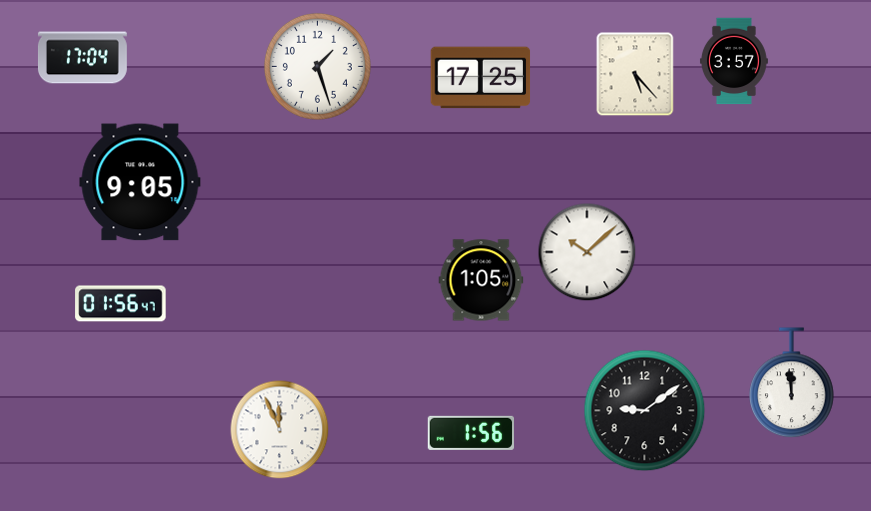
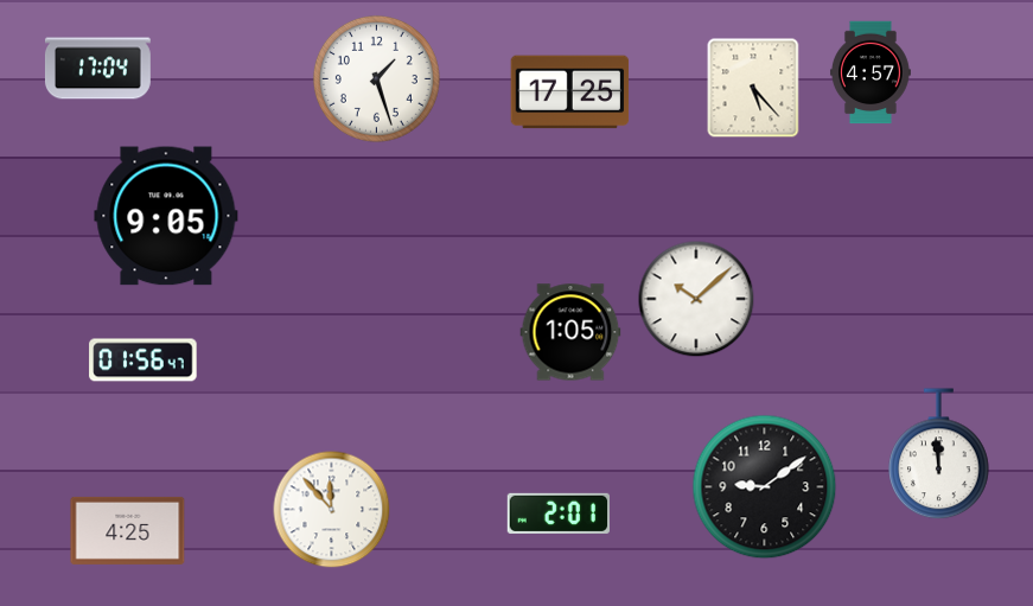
clock at (734, 61): 3:57 -> 4:57
clock at (280, 430): 11:56 -> 11:53
clock at (470, 433): 1:56 -> 2:01
clock at (128, 530): none -> 4:25
